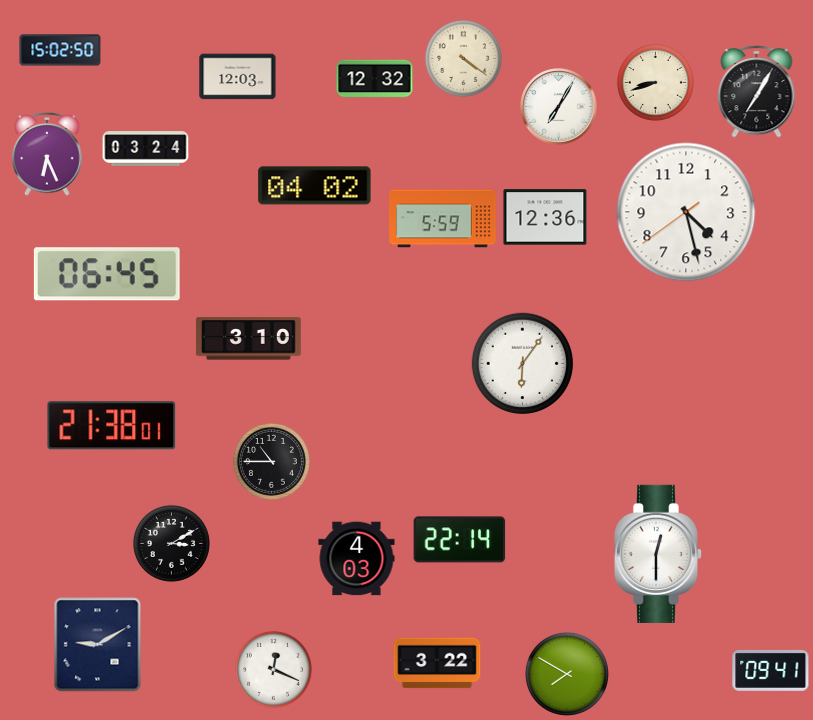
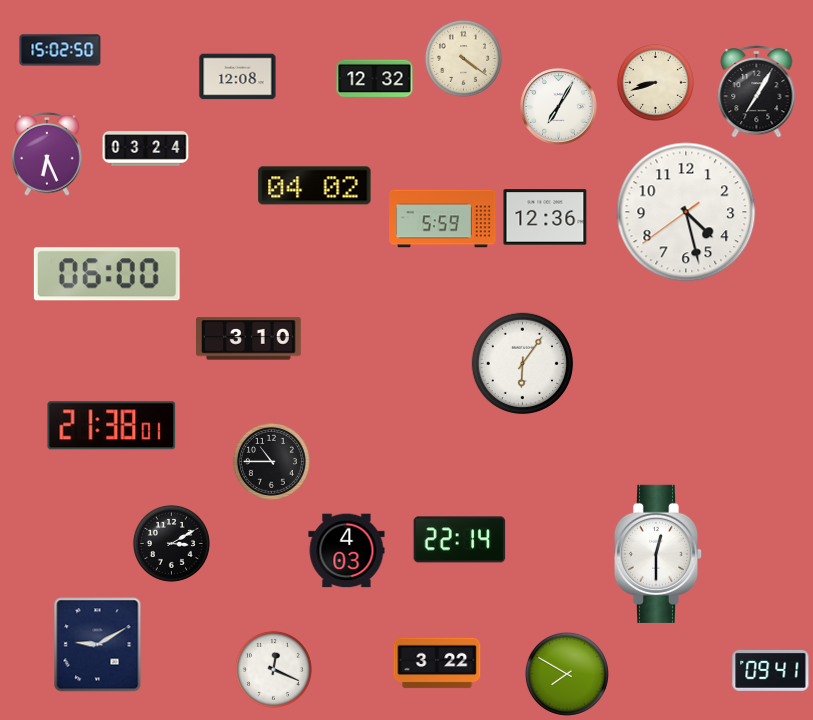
clock at (238, 77): 12:03 -> 12:08
clock at (107, 274): 06:45 -> 06:00
clock at (357, 559) position: (357, 559) -> (347, 551)
